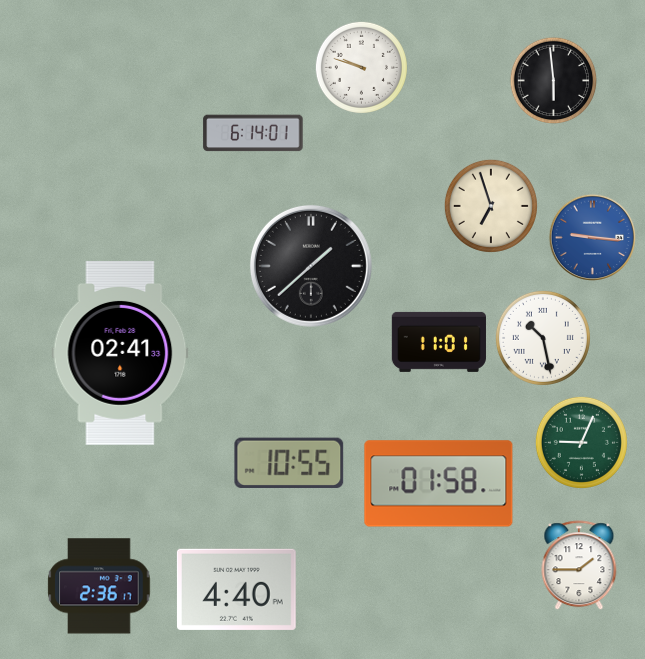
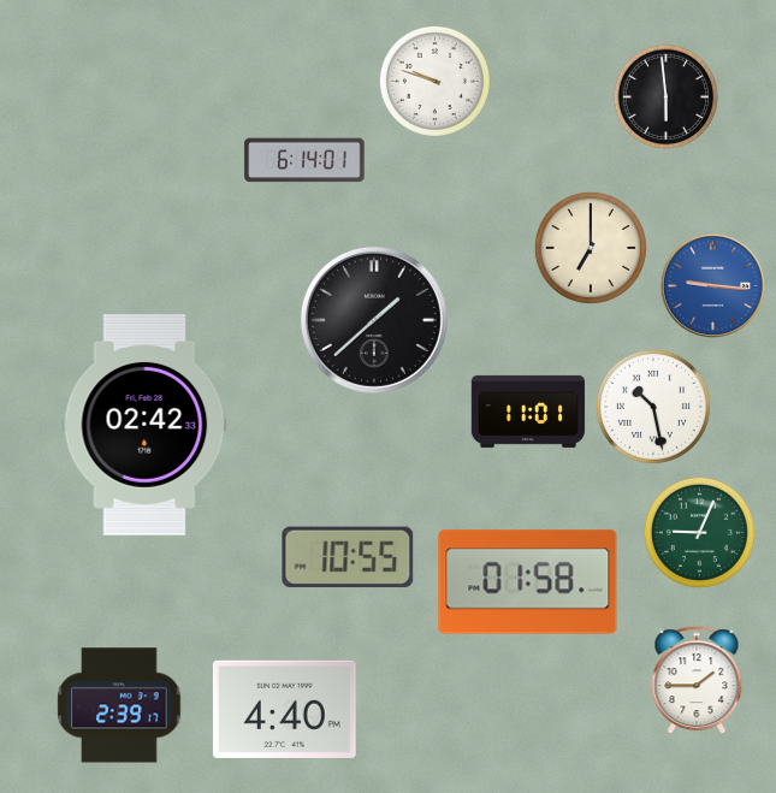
clock at (491, 206): 6:57 -> 7:00
clock at (120, 354): 02:41 -> 02:42
clock at (99, 586): 2:36 -> 2:39
